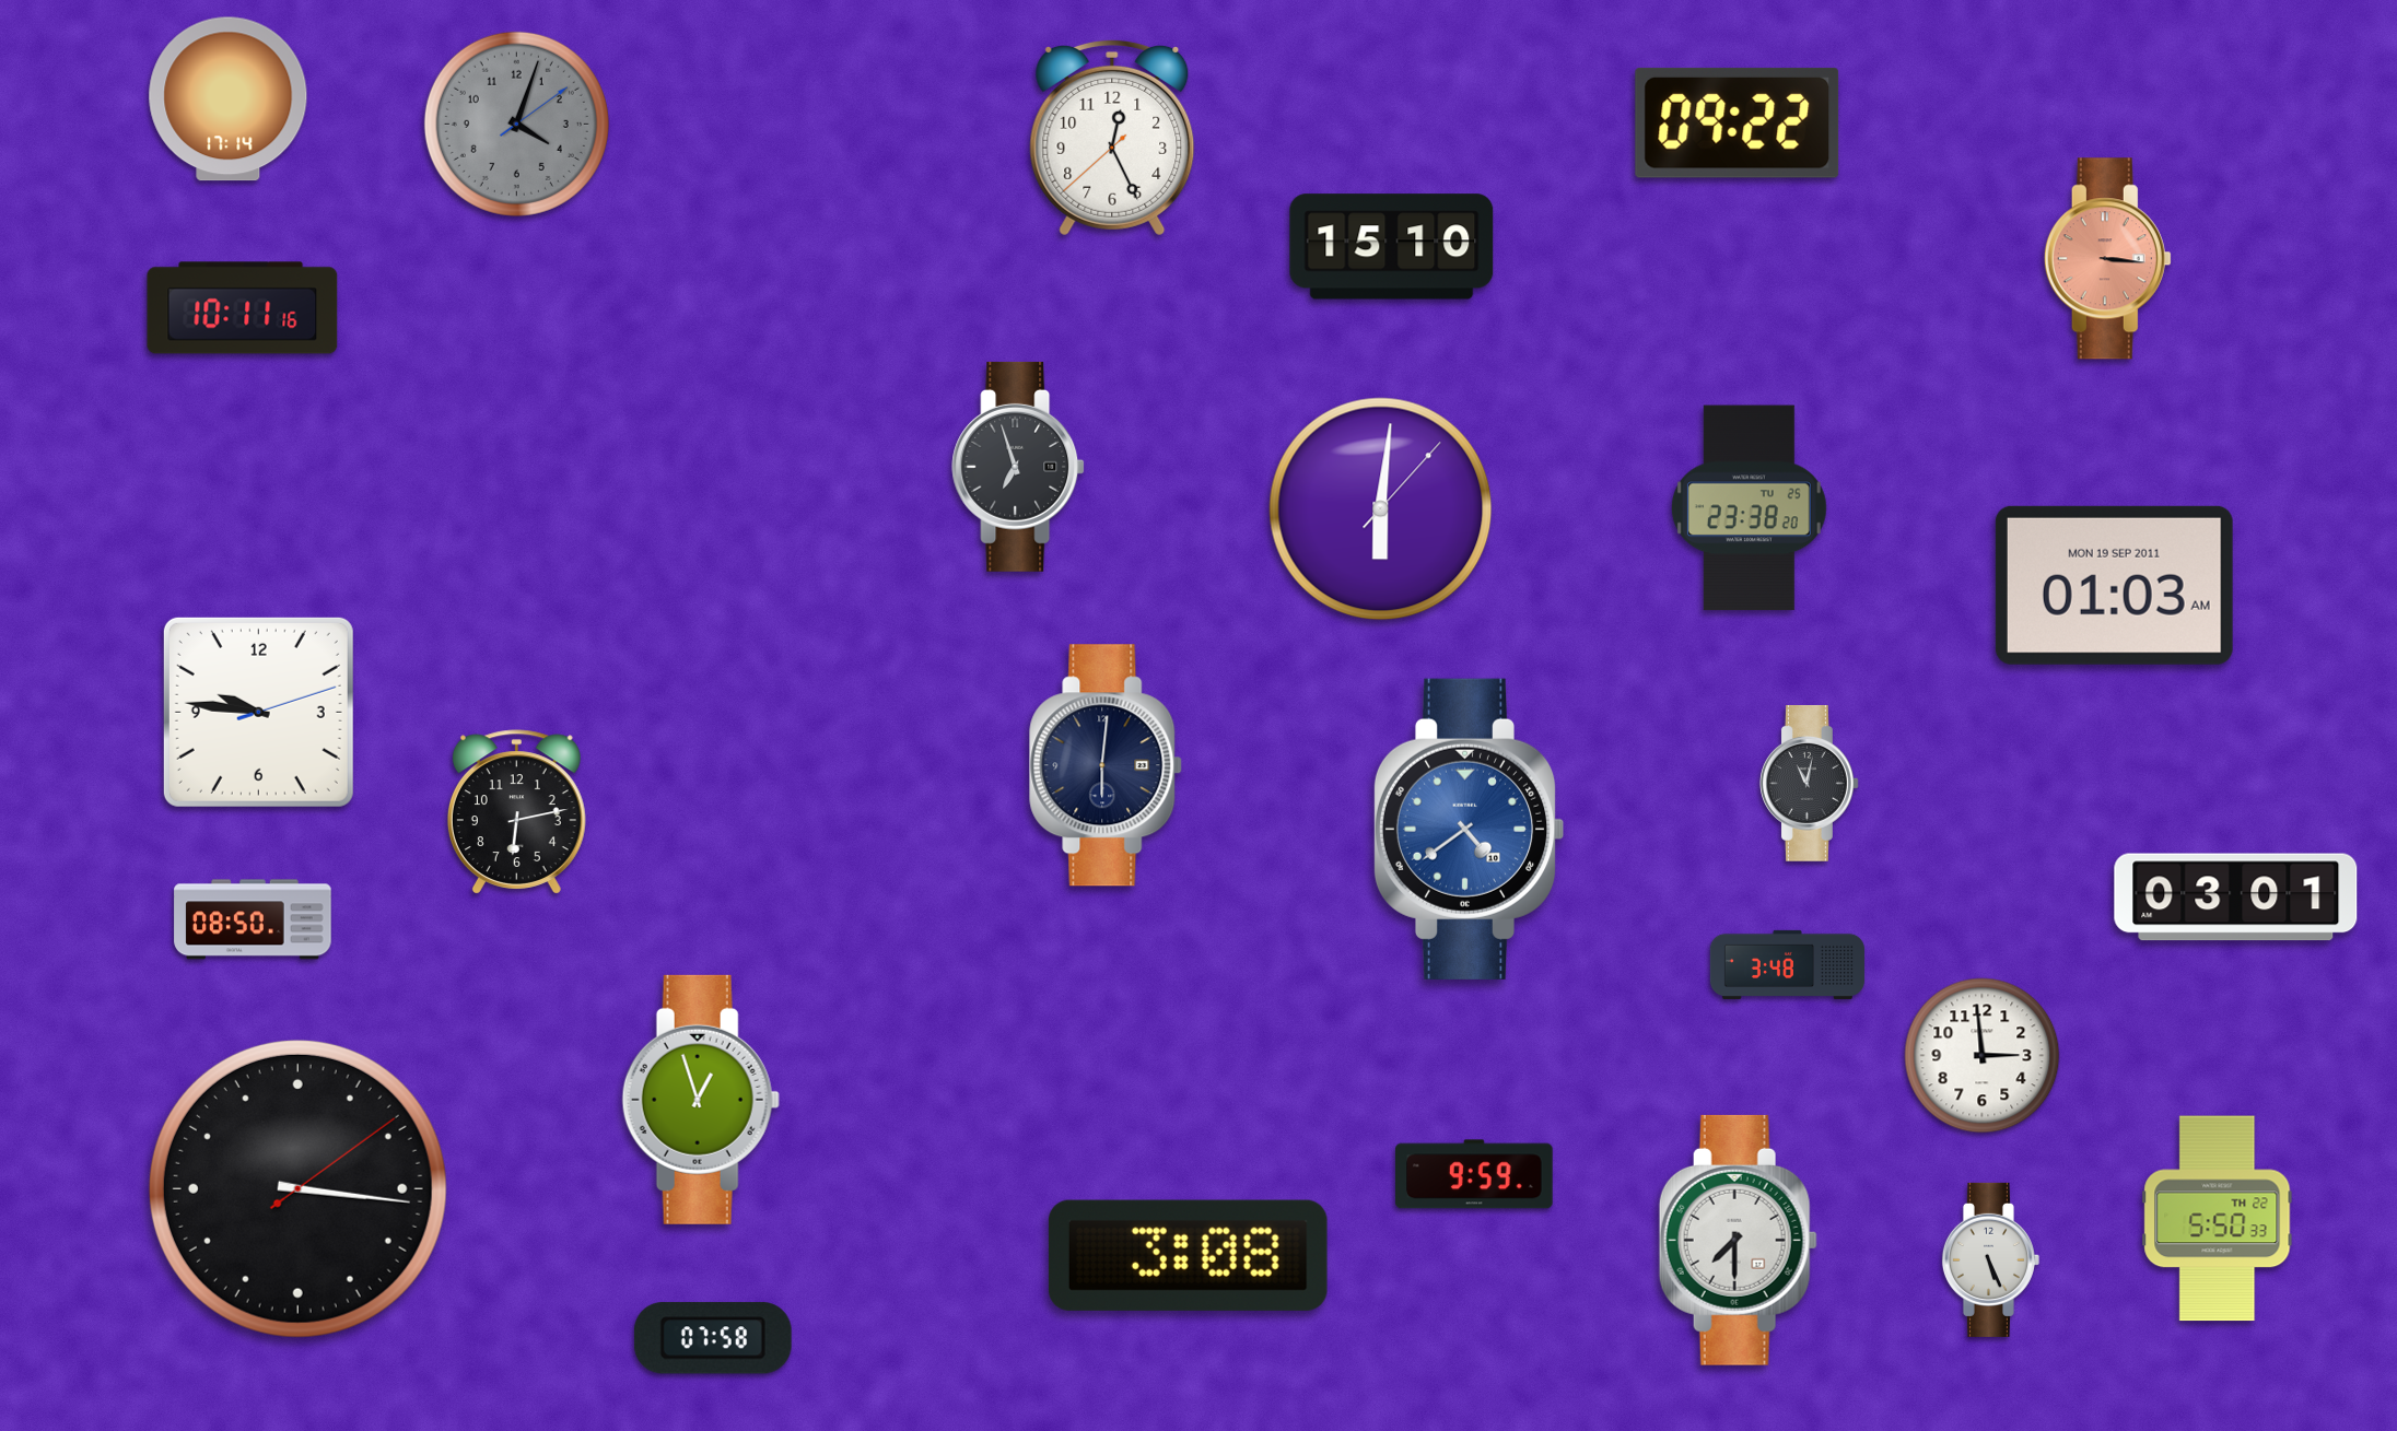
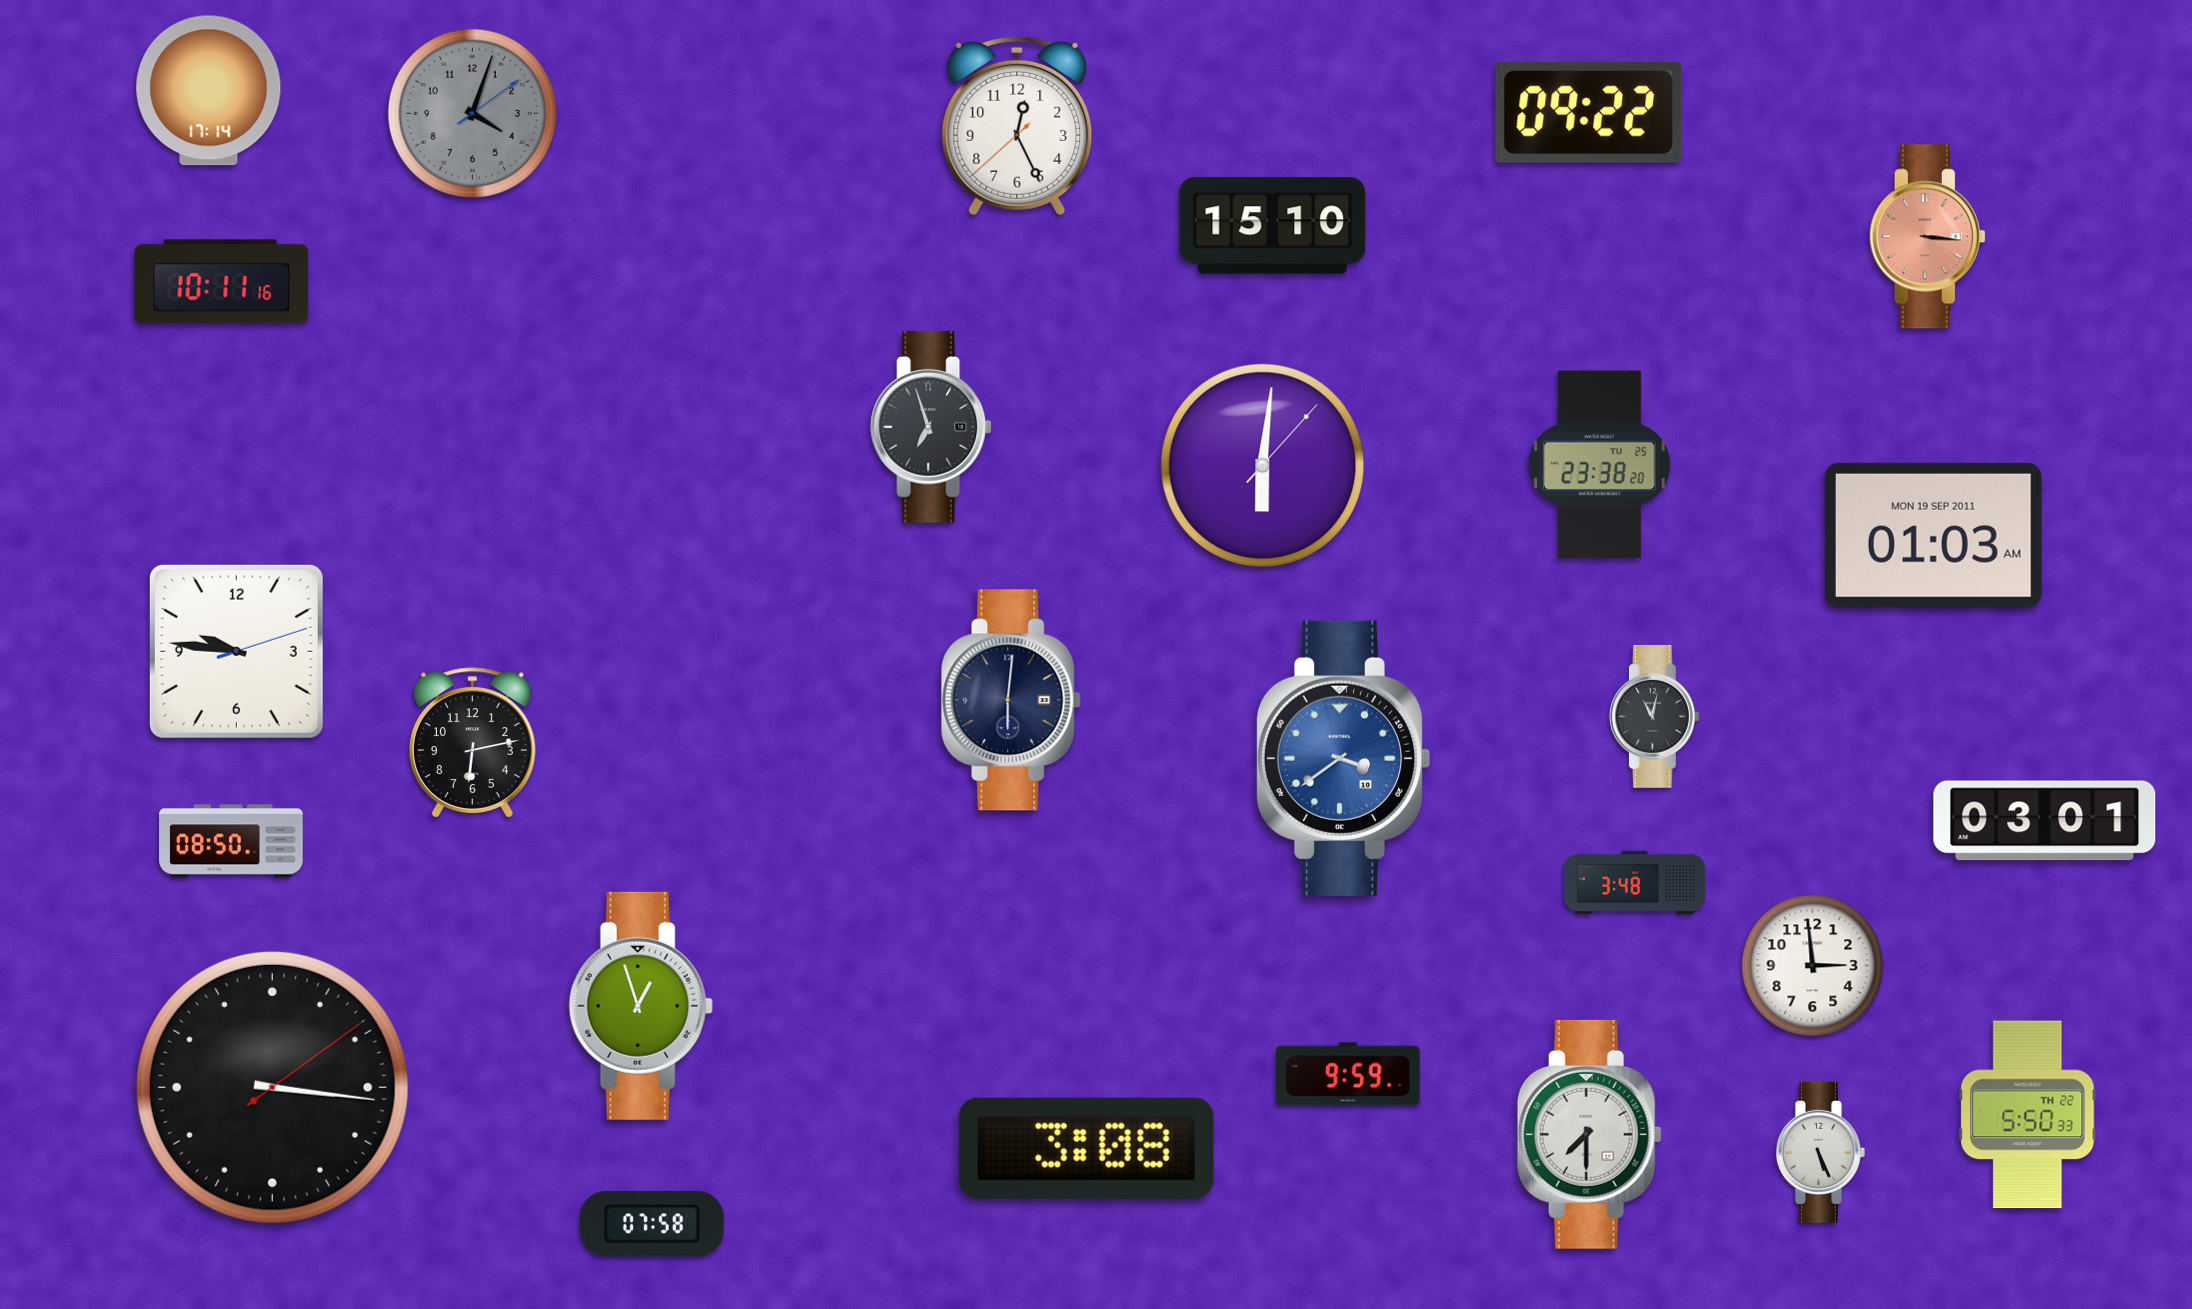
clock at (1469, 829): 4:39 -> 3:39
